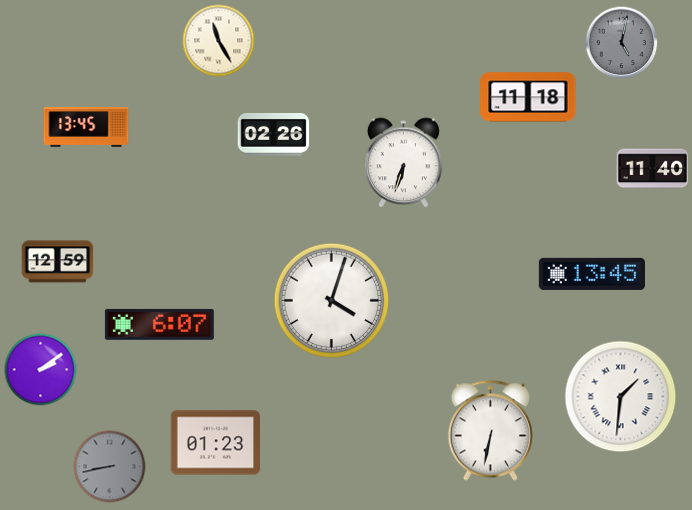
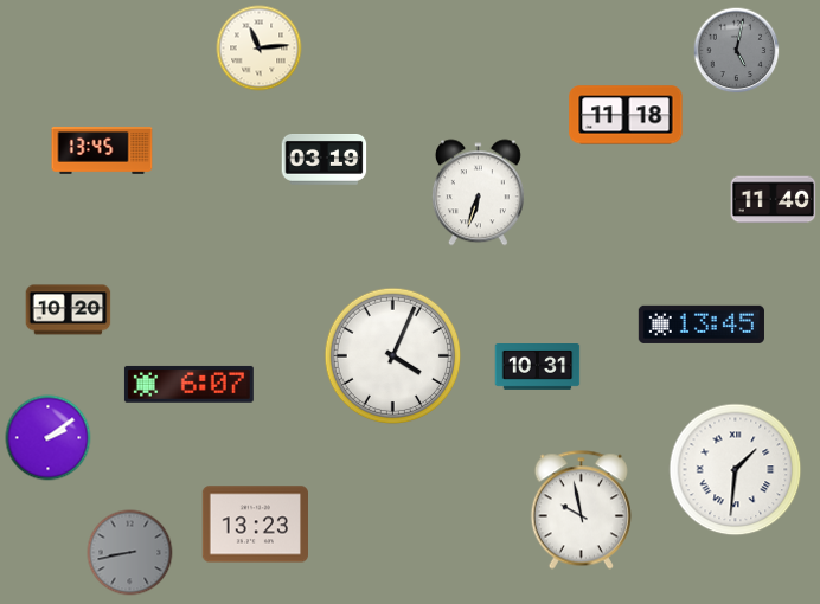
clock at (219, 41): 11:25 -> 11:14
clock at (274, 135): 02:26 -> 03:19
clock at (58, 262): 12:59 -> 10:20
clock at (332, 301): 4:03 -> 4:04
clock at (538, 367): none -> 10:31
clock at (490, 431): 6:32 -> 9:58
clock at (215, 443): 01:23 -> 13:23
